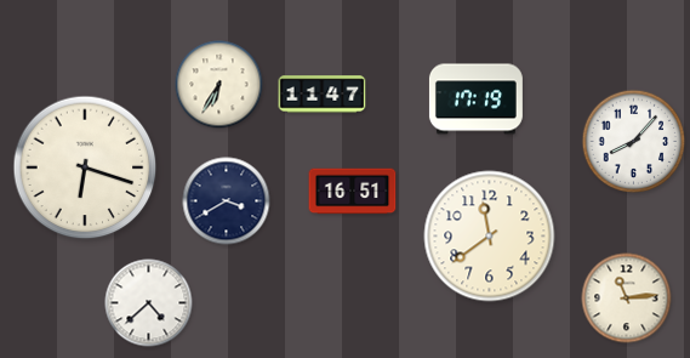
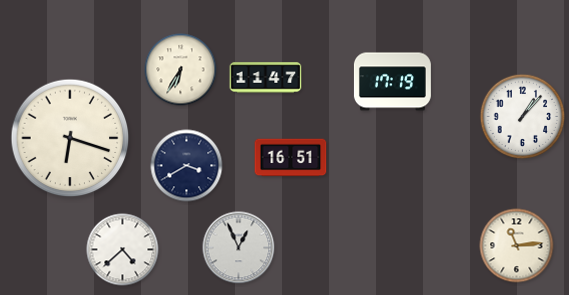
clock at (634, 142): 8:07 -> 1:07
clock at (490, 237): 11:39 -> none
clock at (239, 248): none -> 12:56
